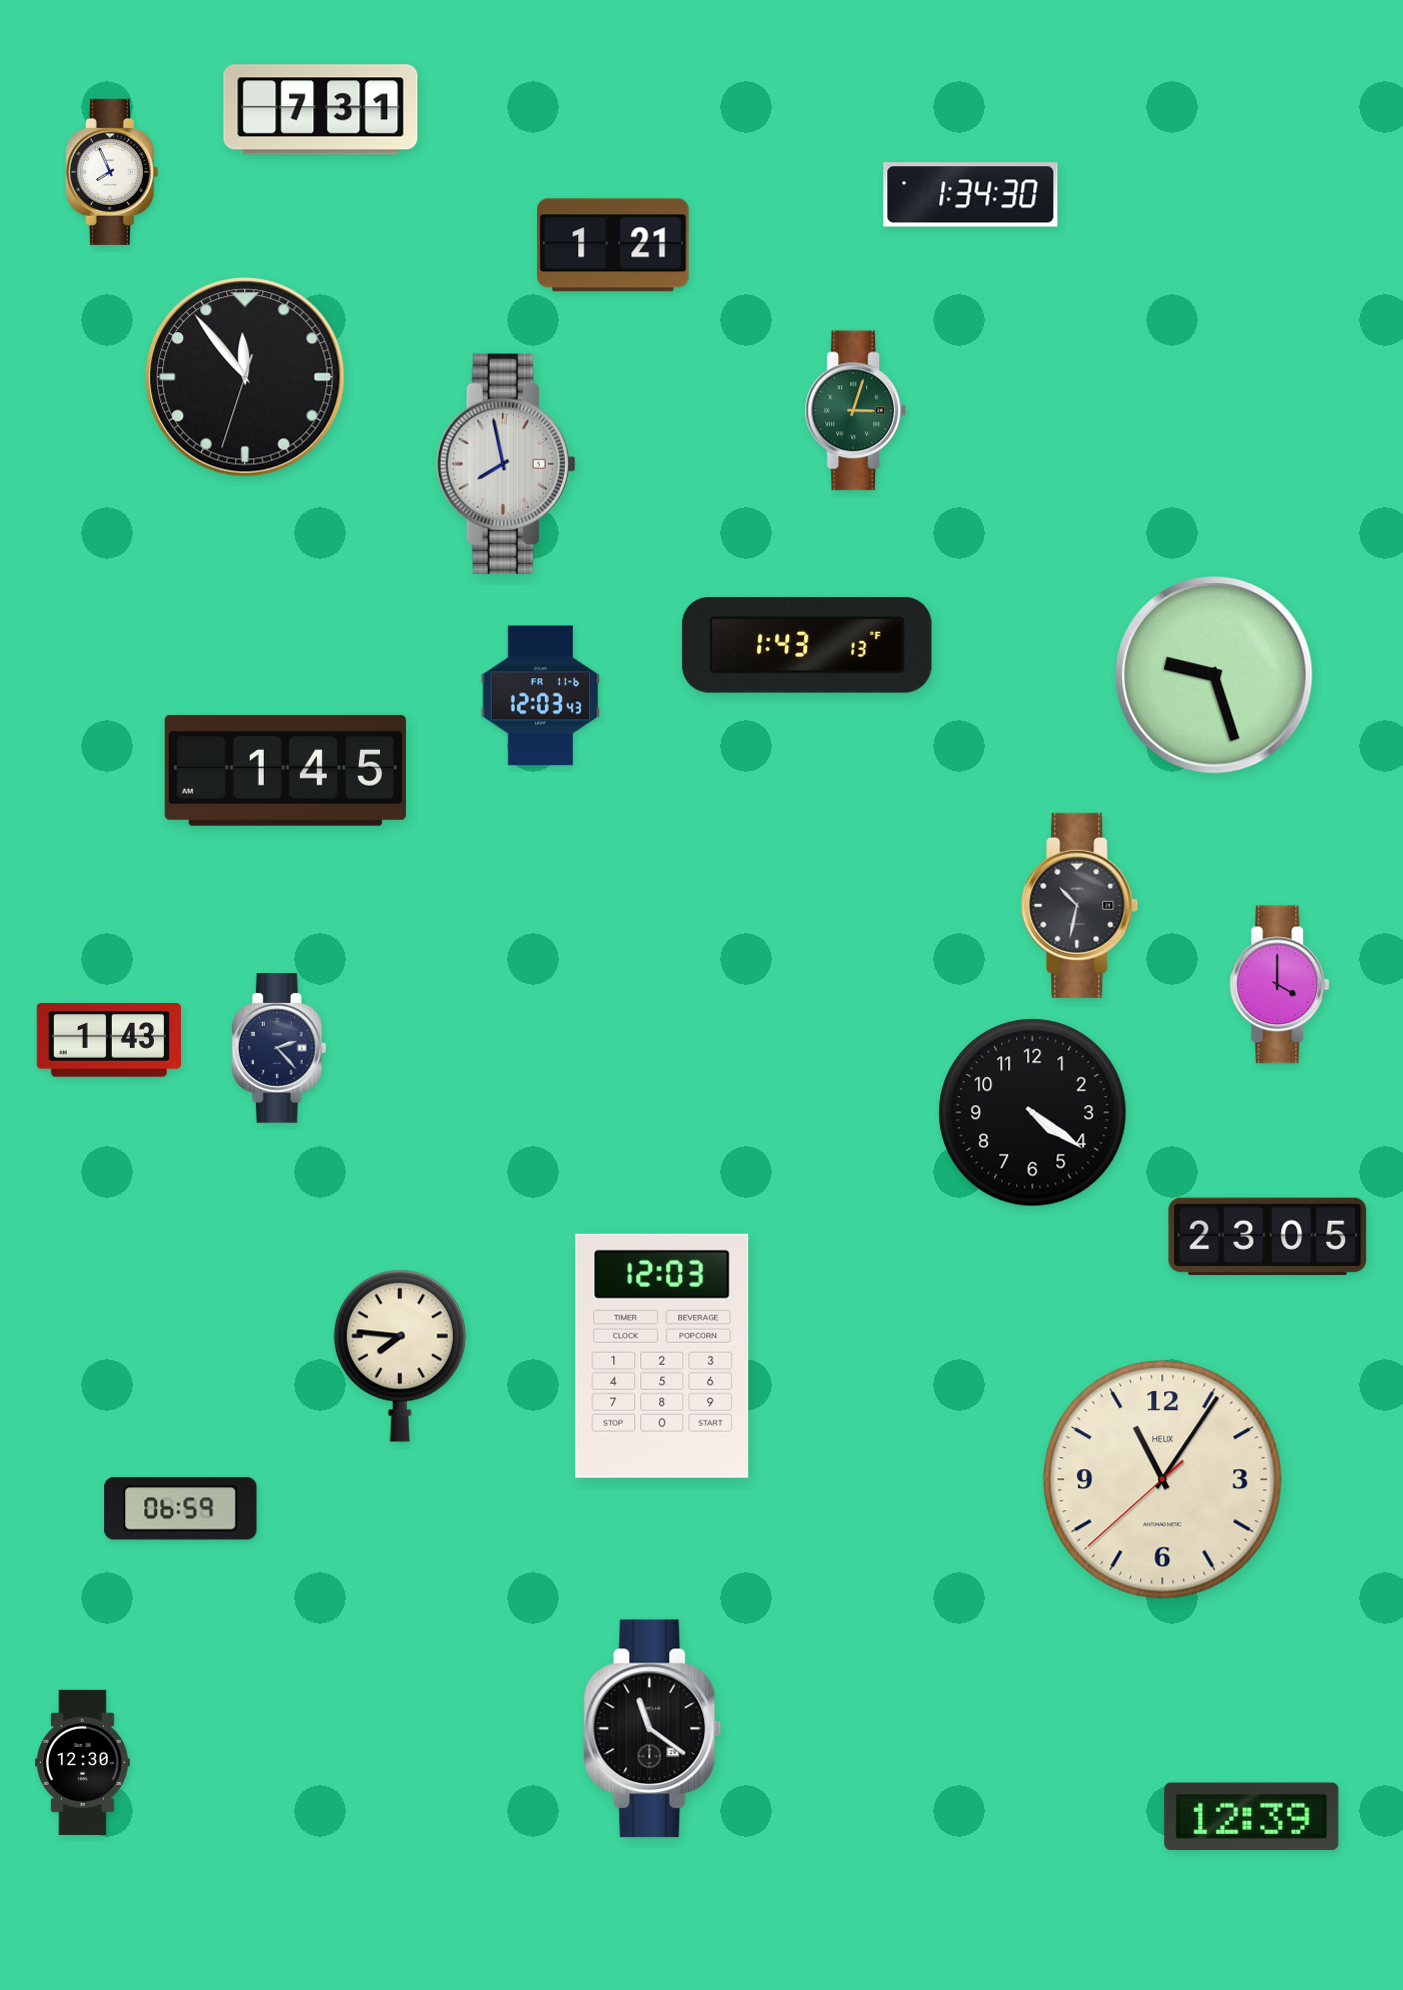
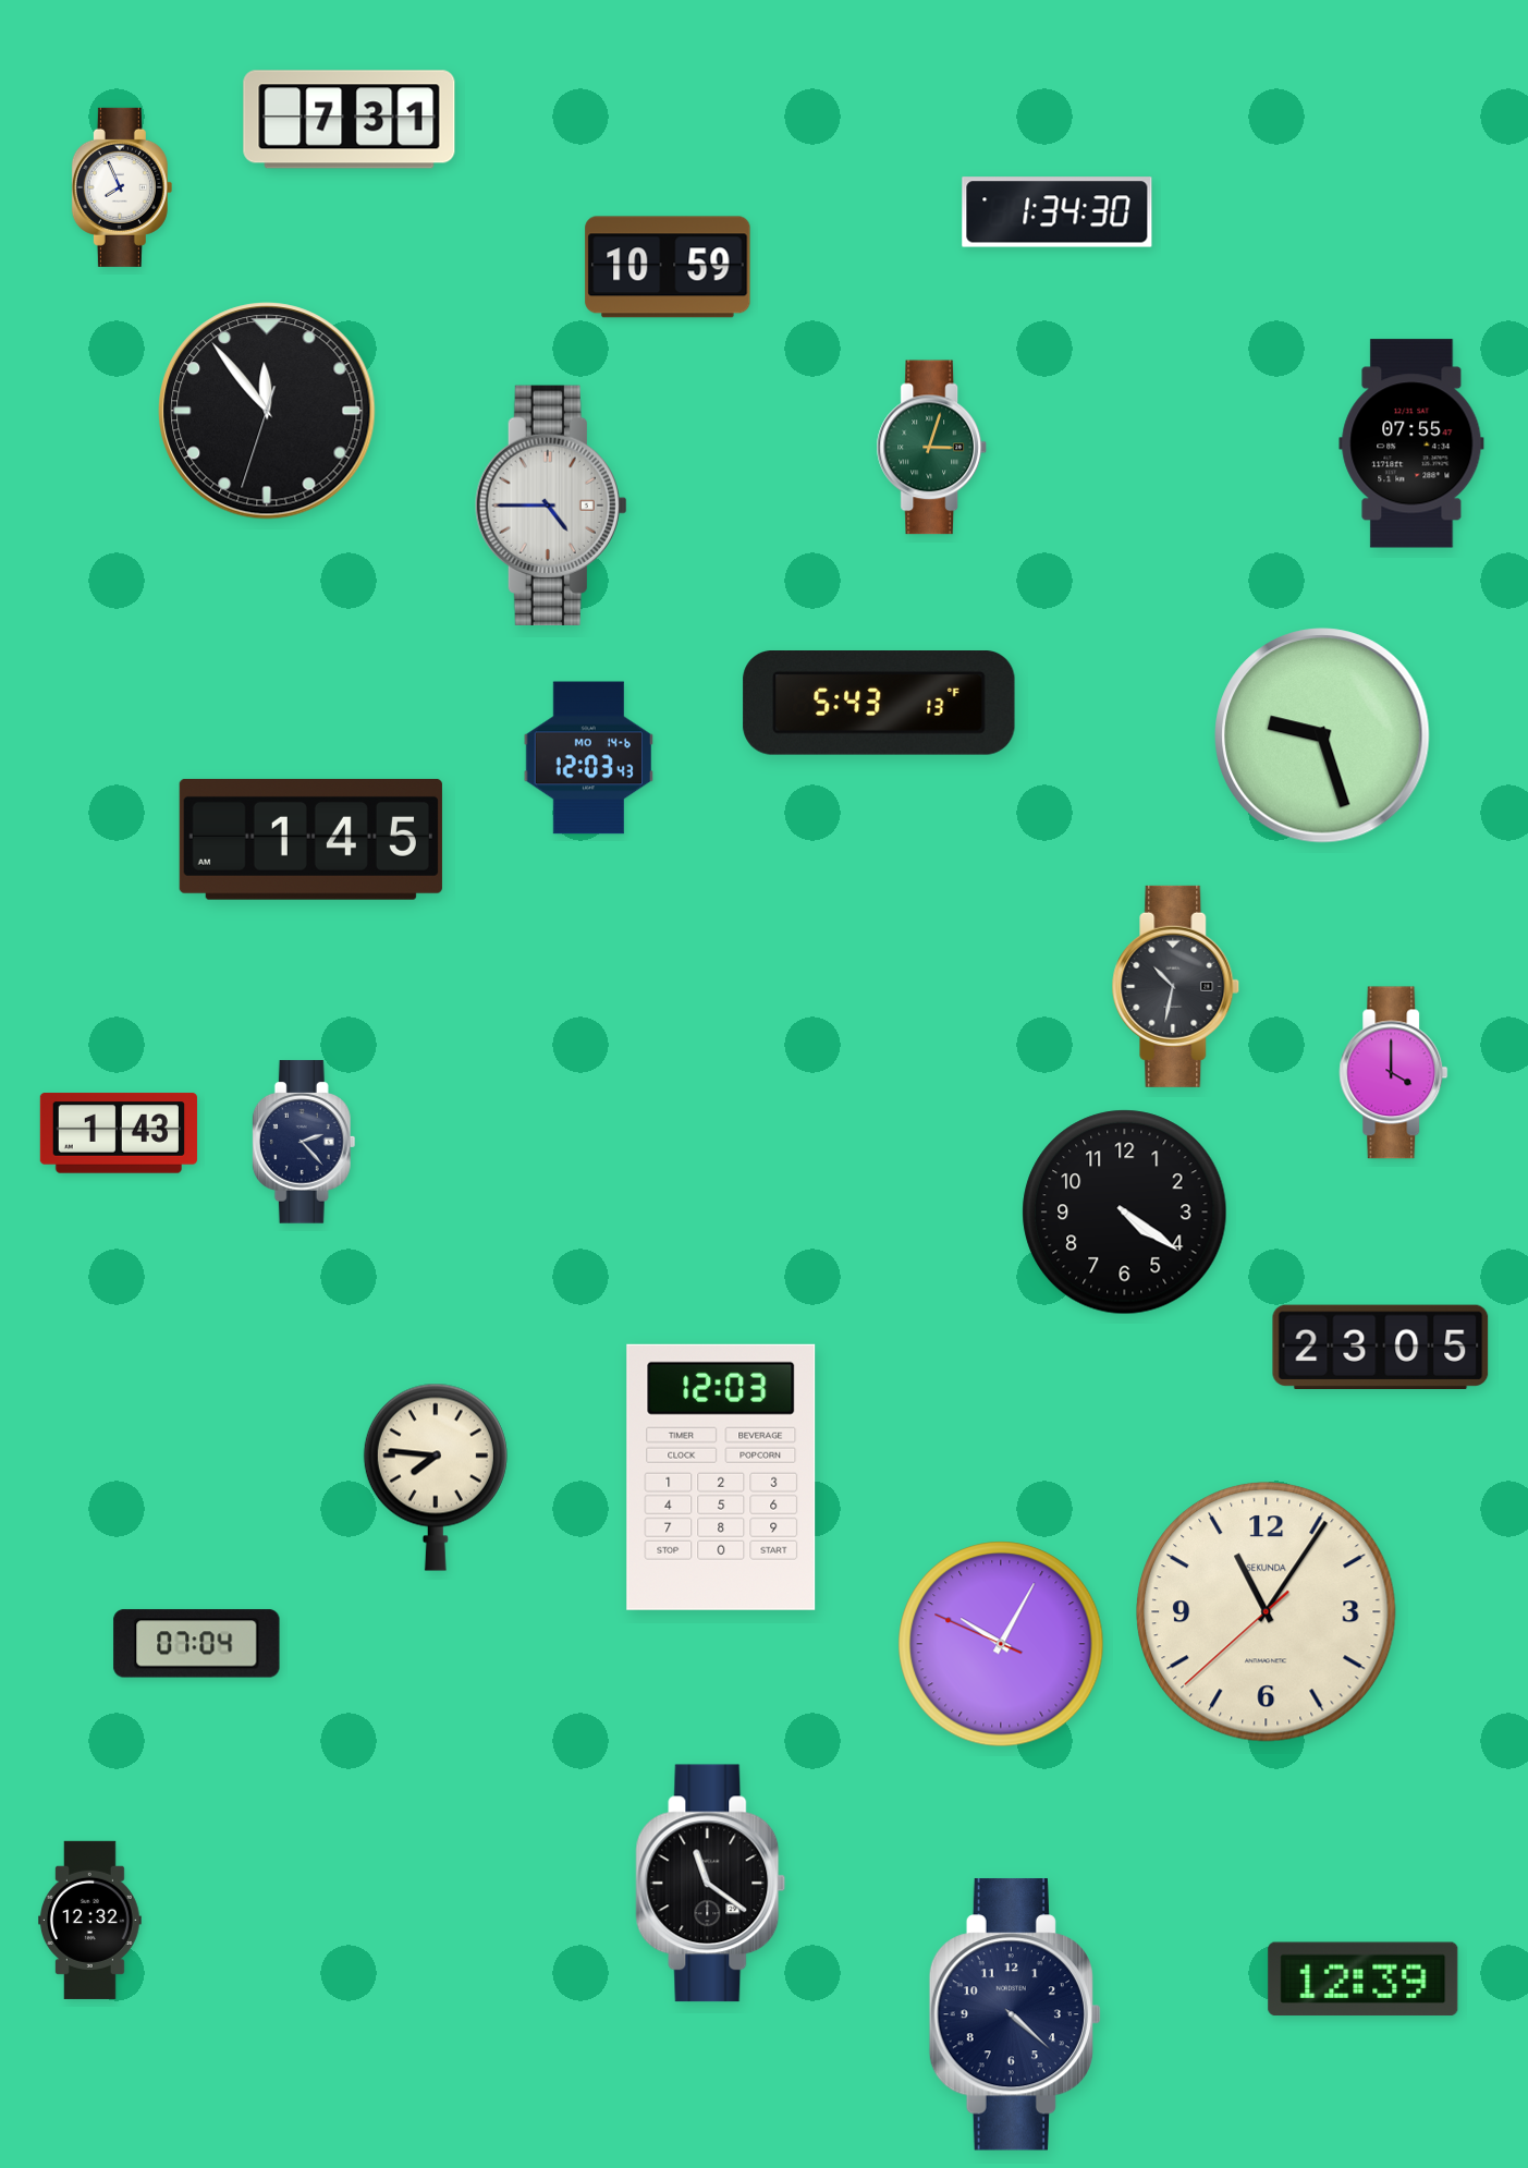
clock at (613, 245): 1:21 -> 10:59
clock at (1411, 443): none -> 07:55
clock at (506, 464): 7:58 -> 4:45
clock at (807, 646): 1:43 -> 5:43
clock at (541, 696) date: FR 11-6 -> MO 14-6
clock at (1163, 1480) brand: HELIX -> SEKUNDA
clock at (181, 1509): 06:59 -> 07:04
clock at (1001, 1644): none -> 10:04
clock at (83, 1762): 12:30 -> 12:32
clock at (1015, 2014): none -> 4:22
